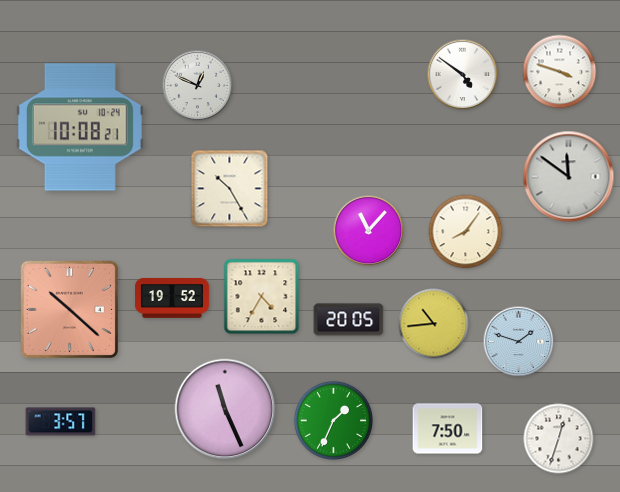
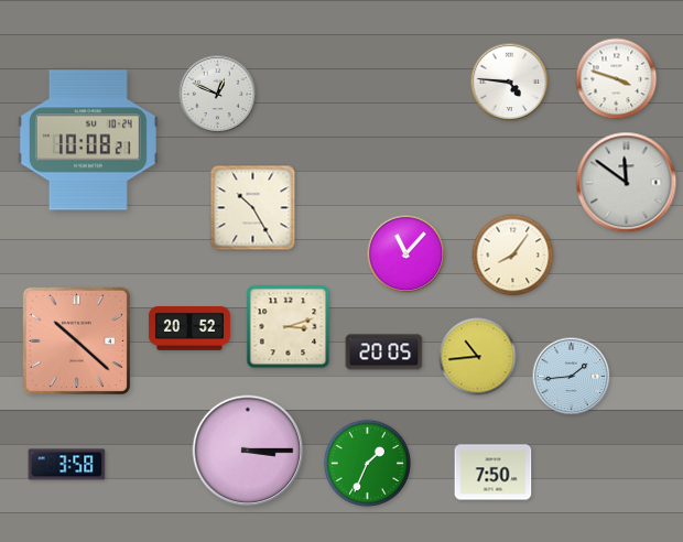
clock at (463, 75): 4:51 -> 4:46
clock at (569, 177) position: (569, 177) -> (627, 183)
clock at (262, 297): 4:35 -> 3:12
clock at (172, 299): 19:52 -> 20:52
clock at (519, 342): 1:48 -> 1:44
clock at (225, 409): 11:26 -> 3:15
clock at (61, 422): 3:57 -> 3:58
clock at (559, 439): 12:33 -> none
